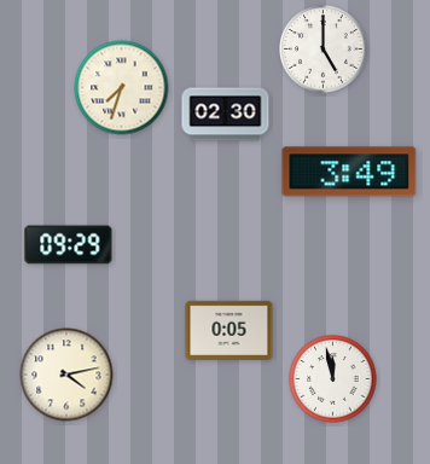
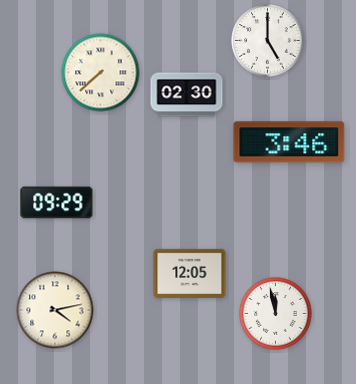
clock at (122, 88): 7:33 -> 7:38
clock at (349, 172): 3:49 -> 3:46
clock at (229, 330): 0:05 -> 12:05
